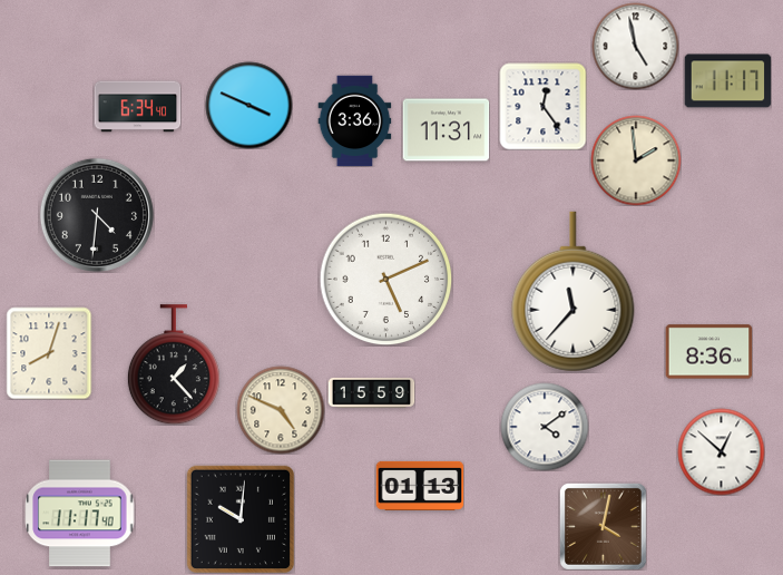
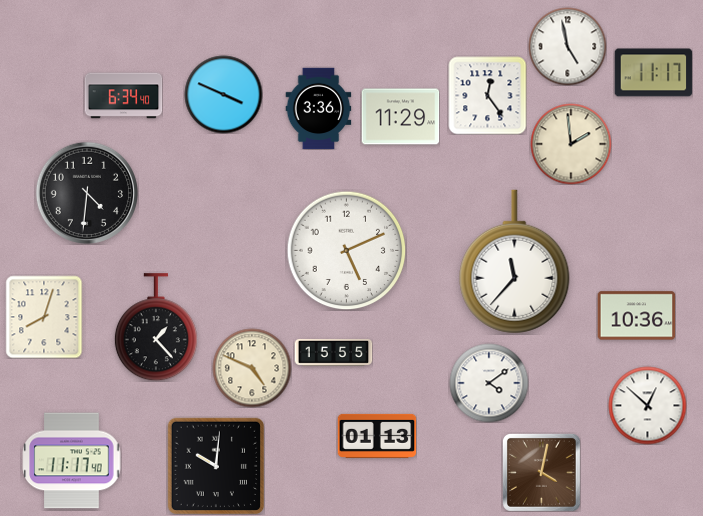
clock at (635, 46) position: (635, 46) -> (567, 46)
clock at (446, 130): 11:31 -> 11:29
clock at (708, 352): 8:36 -> 10:36
clock at (371, 392): 15:59 -> 15:55
